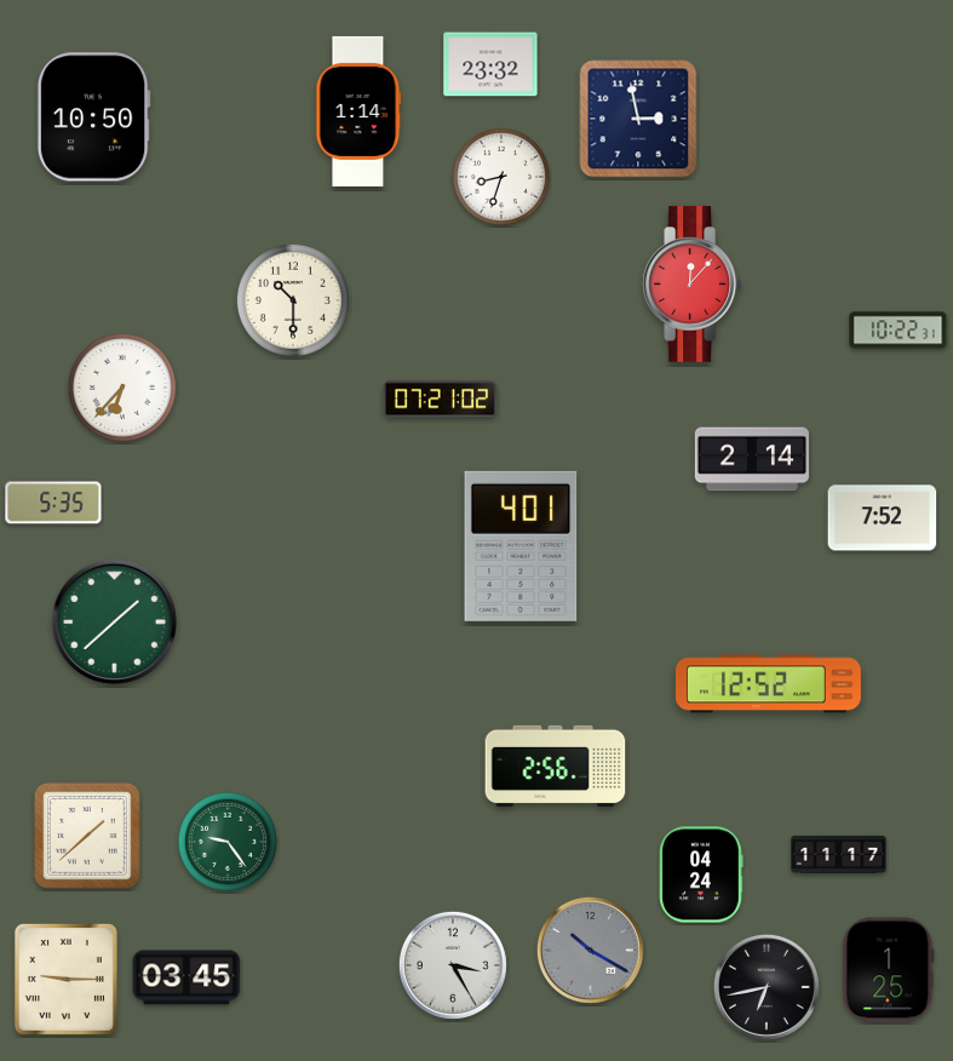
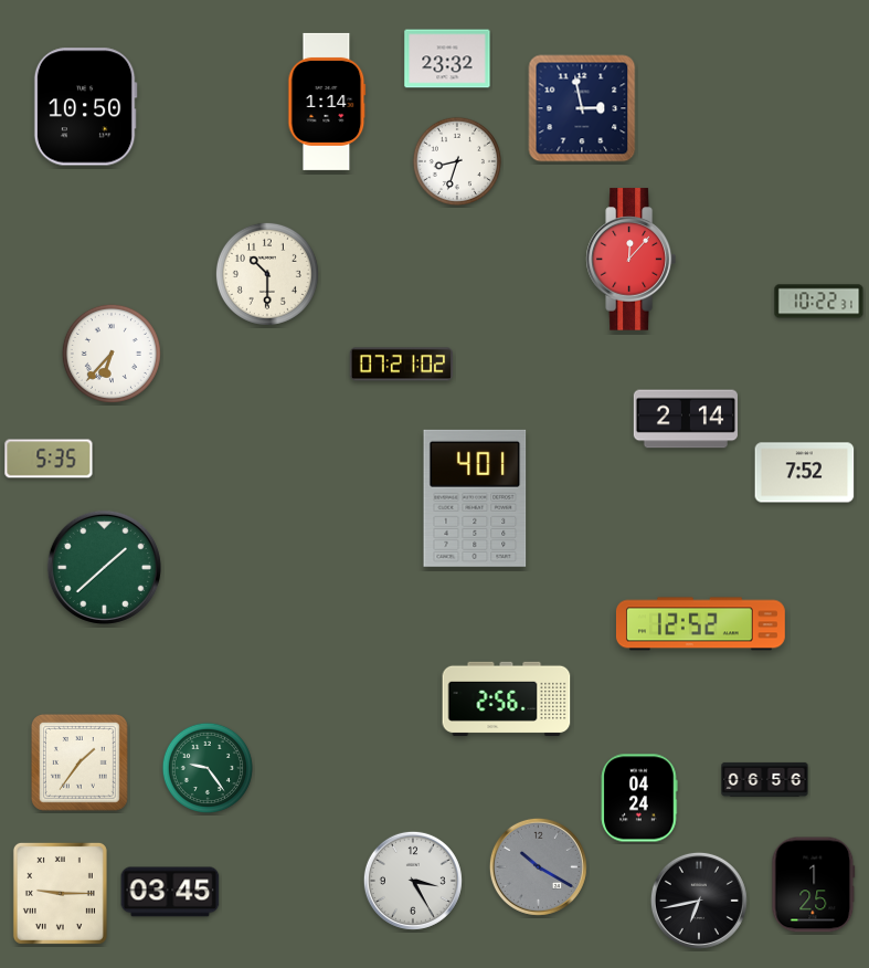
clock at (87, 836): 1:38 -> 1:36
clock at (839, 854): 11:17 -> 06:56
clock at (889, 970) position: (889, 970) -> (814, 885)
